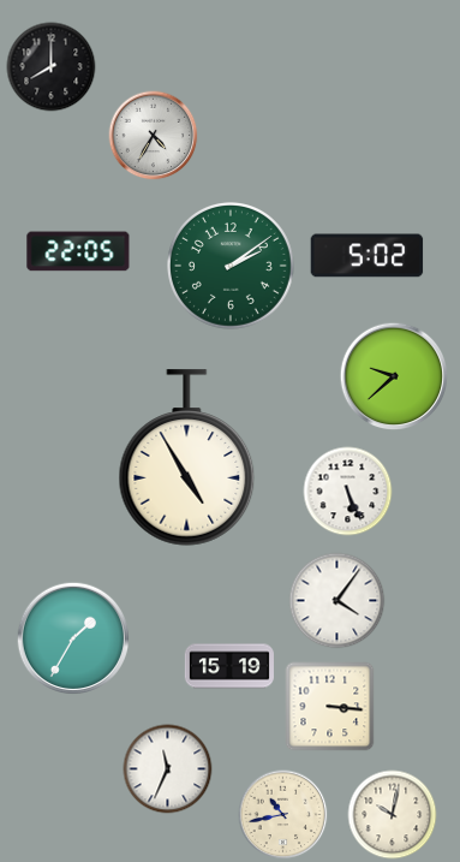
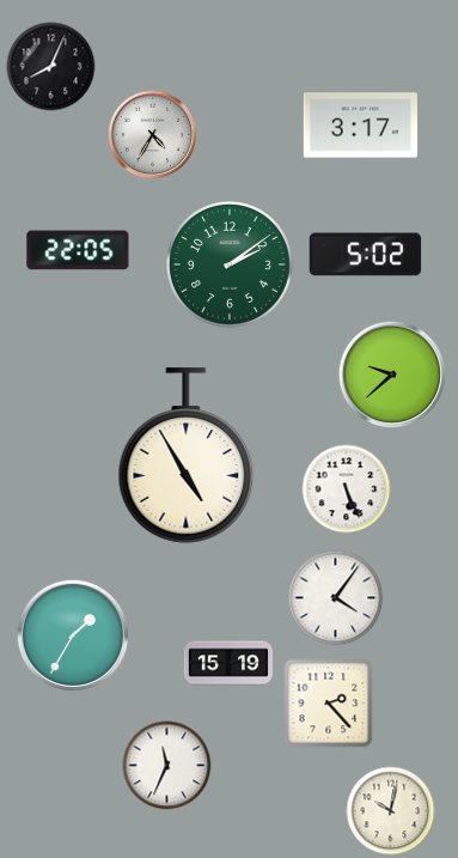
clock at (52, 67): 8:00 -> 8:04
clock at (360, 126): none -> 3:17
clock at (330, 707): 3:16 -> 2:23
clock at (283, 815): 10:43 -> none
